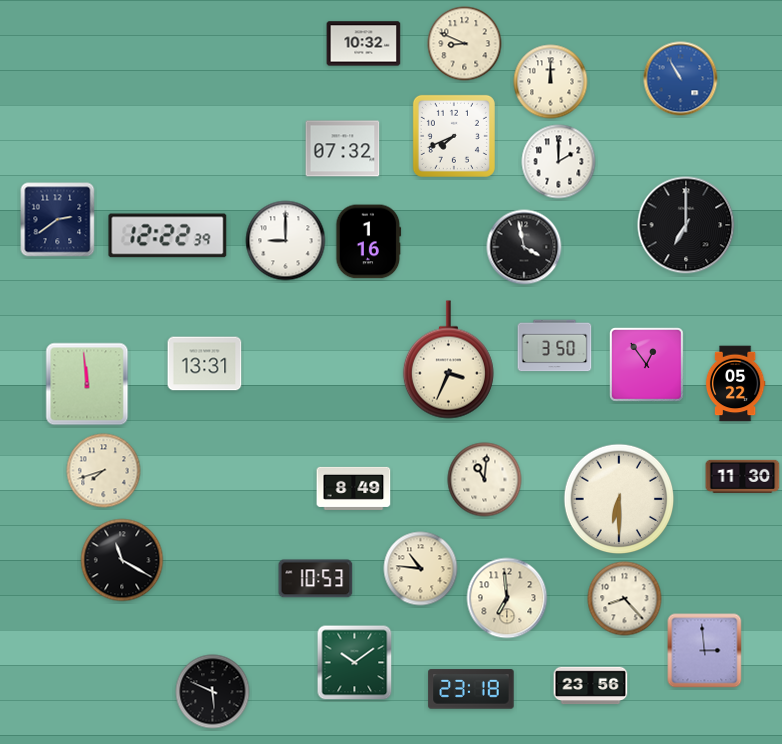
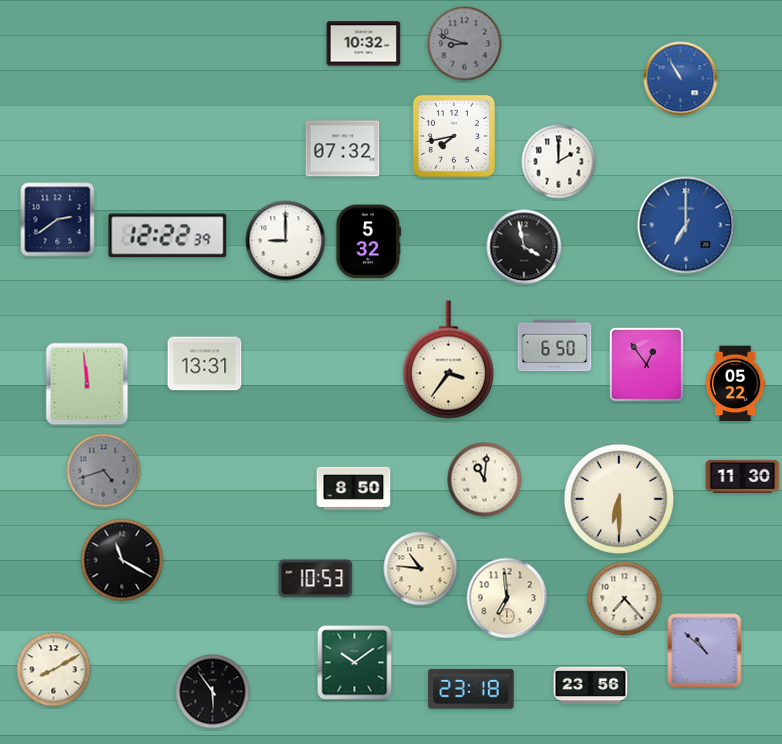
clock at (465, 44): 8:49 -> 8:48
clock at (465, 44) dial: cream -> grey
clock at (551, 82): 12:00 -> none
clock at (454, 136): 7:41 -> 7:43
clock at (686, 225) dial: black -> blue
clock at (369, 242): 1:16 -> 5:32
clock at (555, 346): 3:50 -> 6:50
clock at (448, 360): 3:34 -> 3:36
clock at (104, 471): 7:42 -> 4:42
clock at (104, 471) dial: cream -> grey
clock at (354, 488): 8:49 -> 8:50
clock at (625, 599): 8:23 -> 7:23
clock at (705, 651): 2:59 -> 10:52
clock at (54, 670): none -> 8:10
clock at (213, 692): 5:49 -> 5:54
